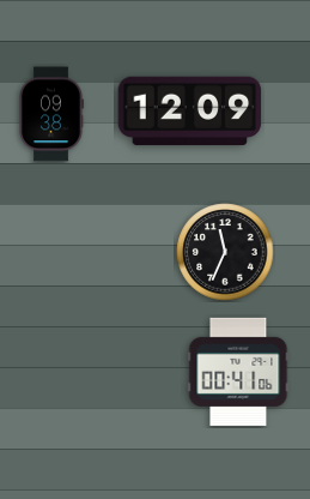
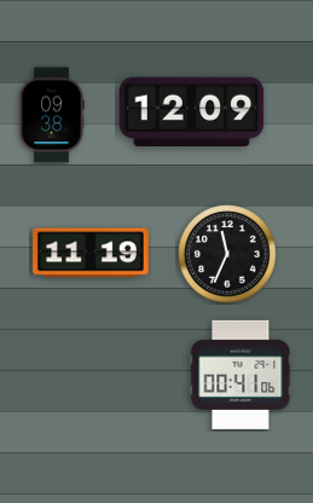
clock at (92, 253): none -> 11:19
